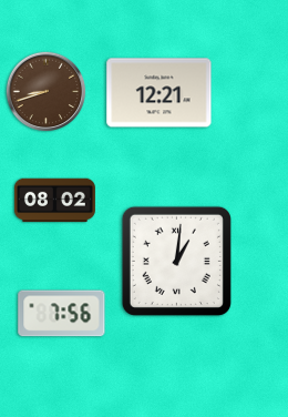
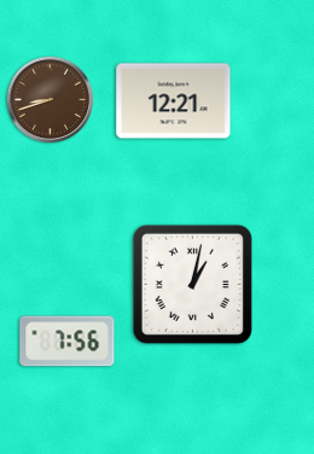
clock at (54, 201): 08:02 -> none
clock at (176, 261): 1:01 -> 1:02
